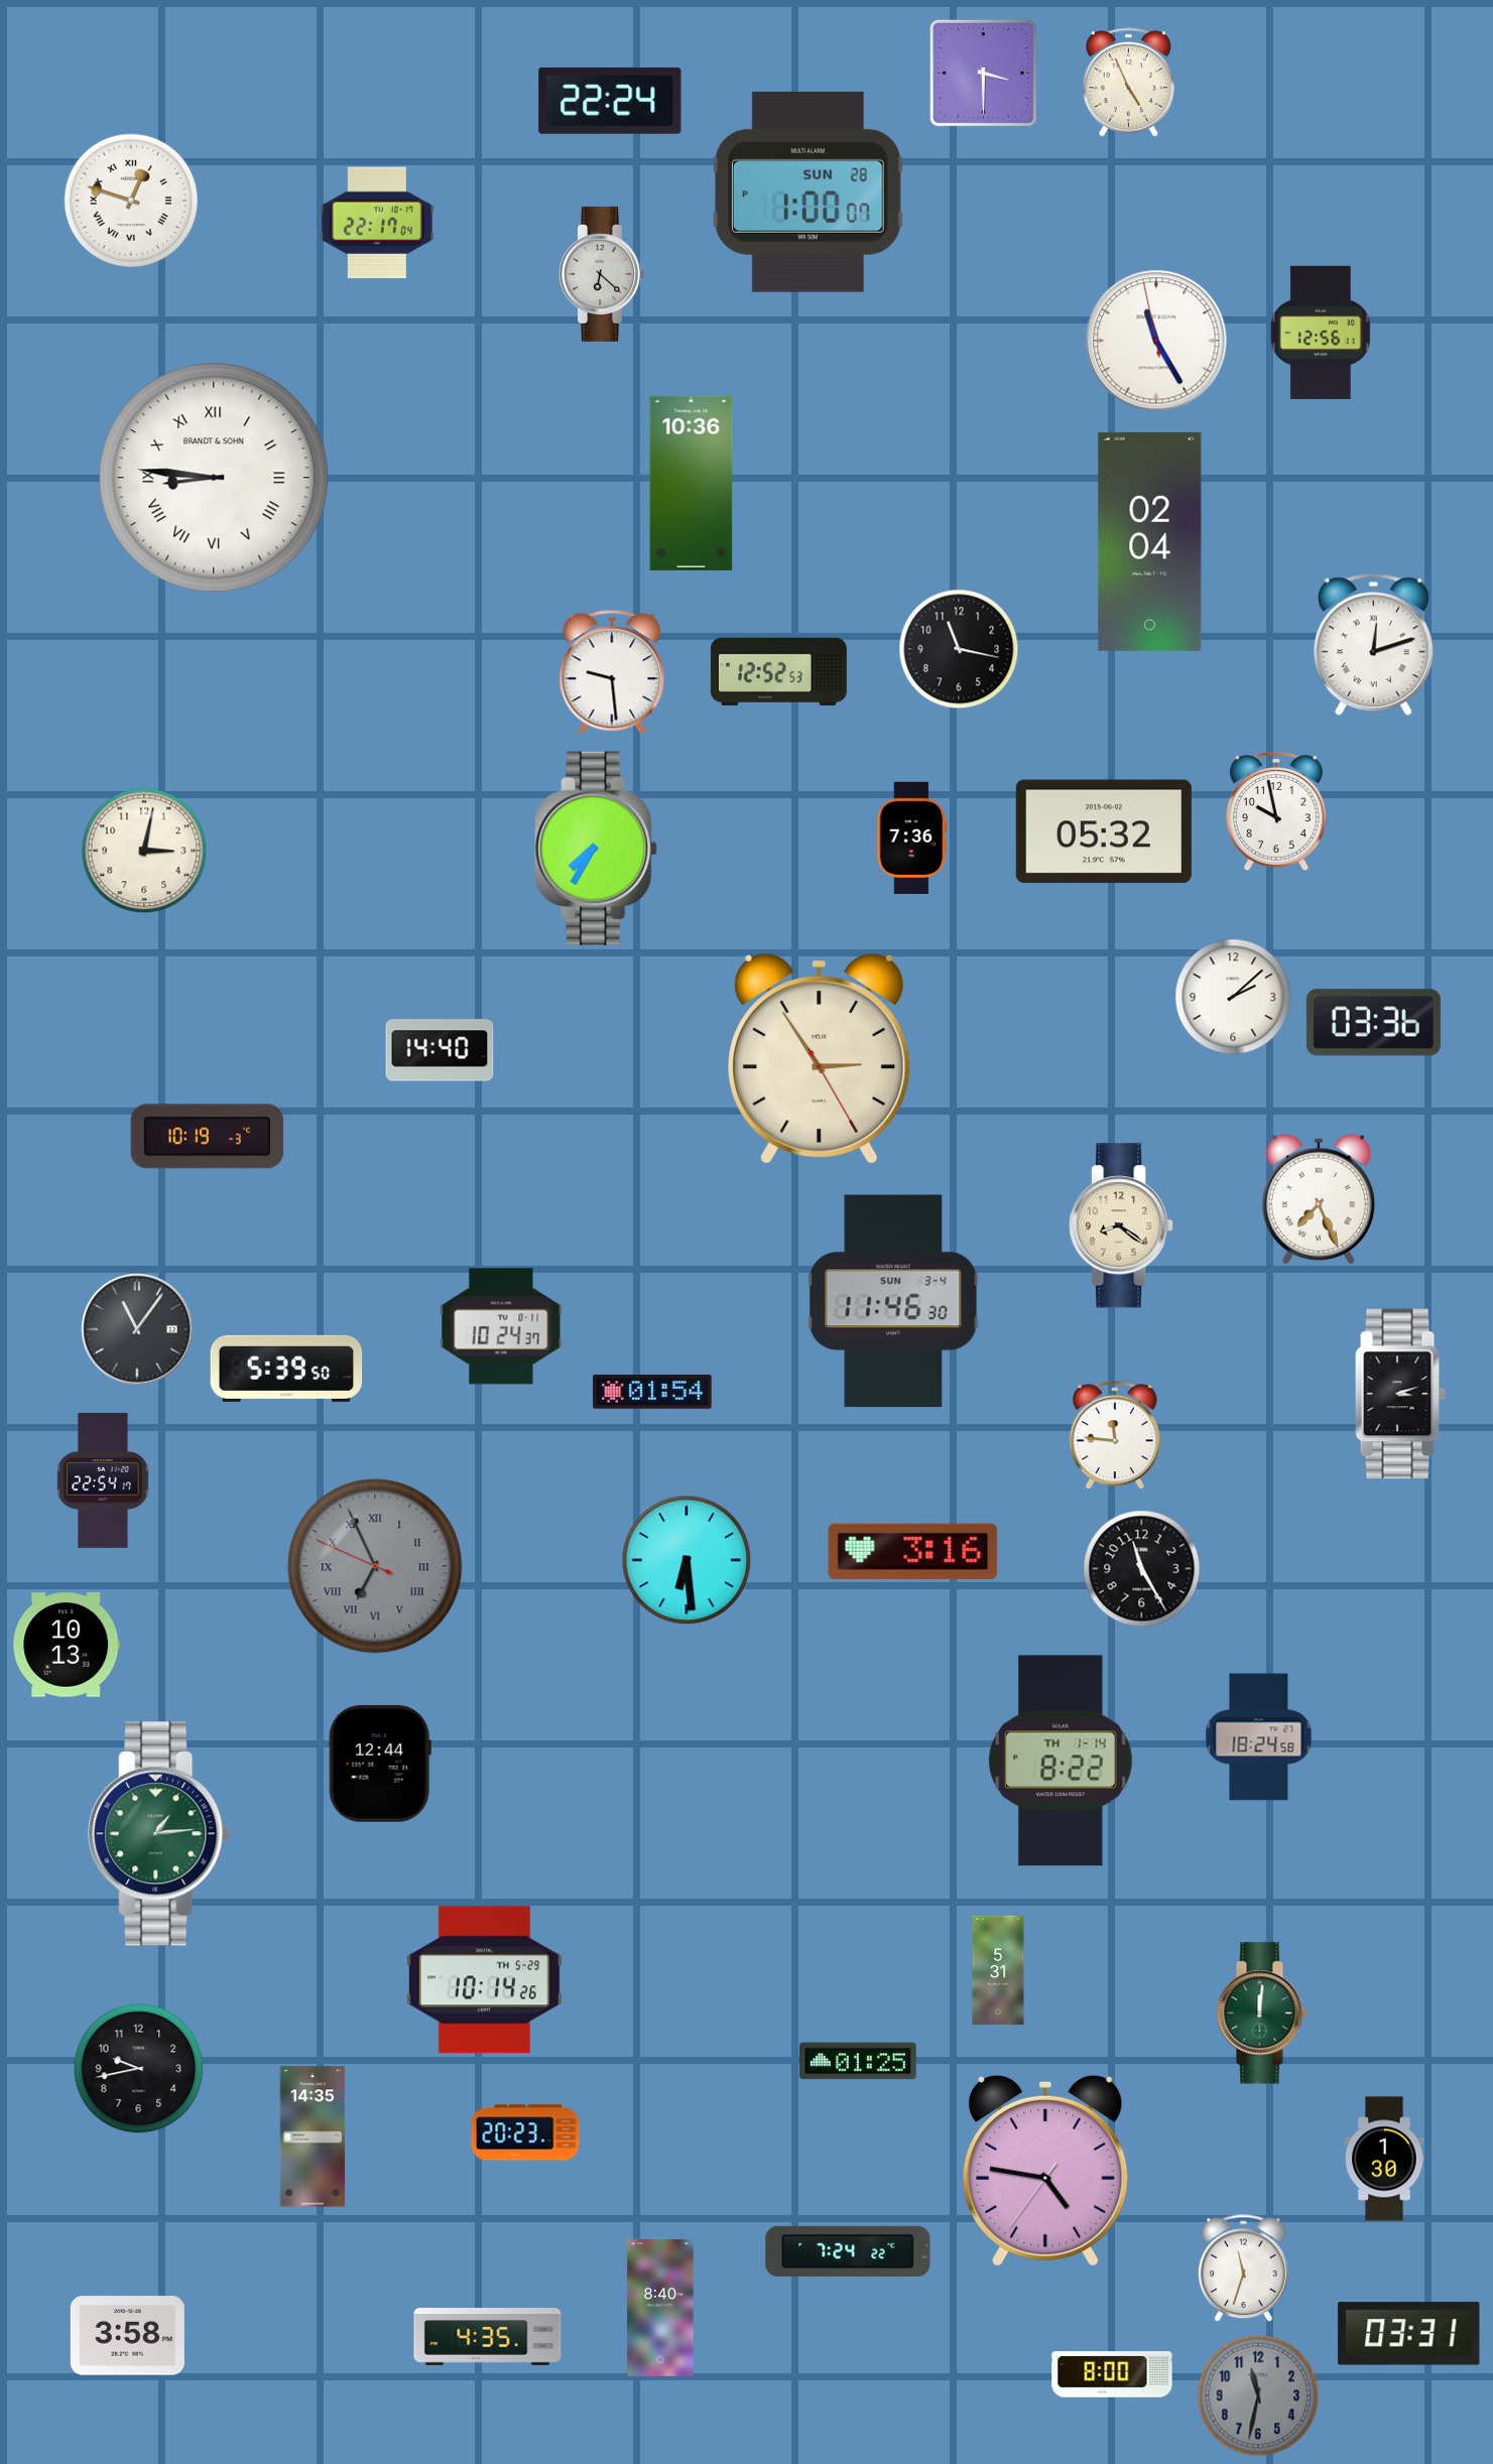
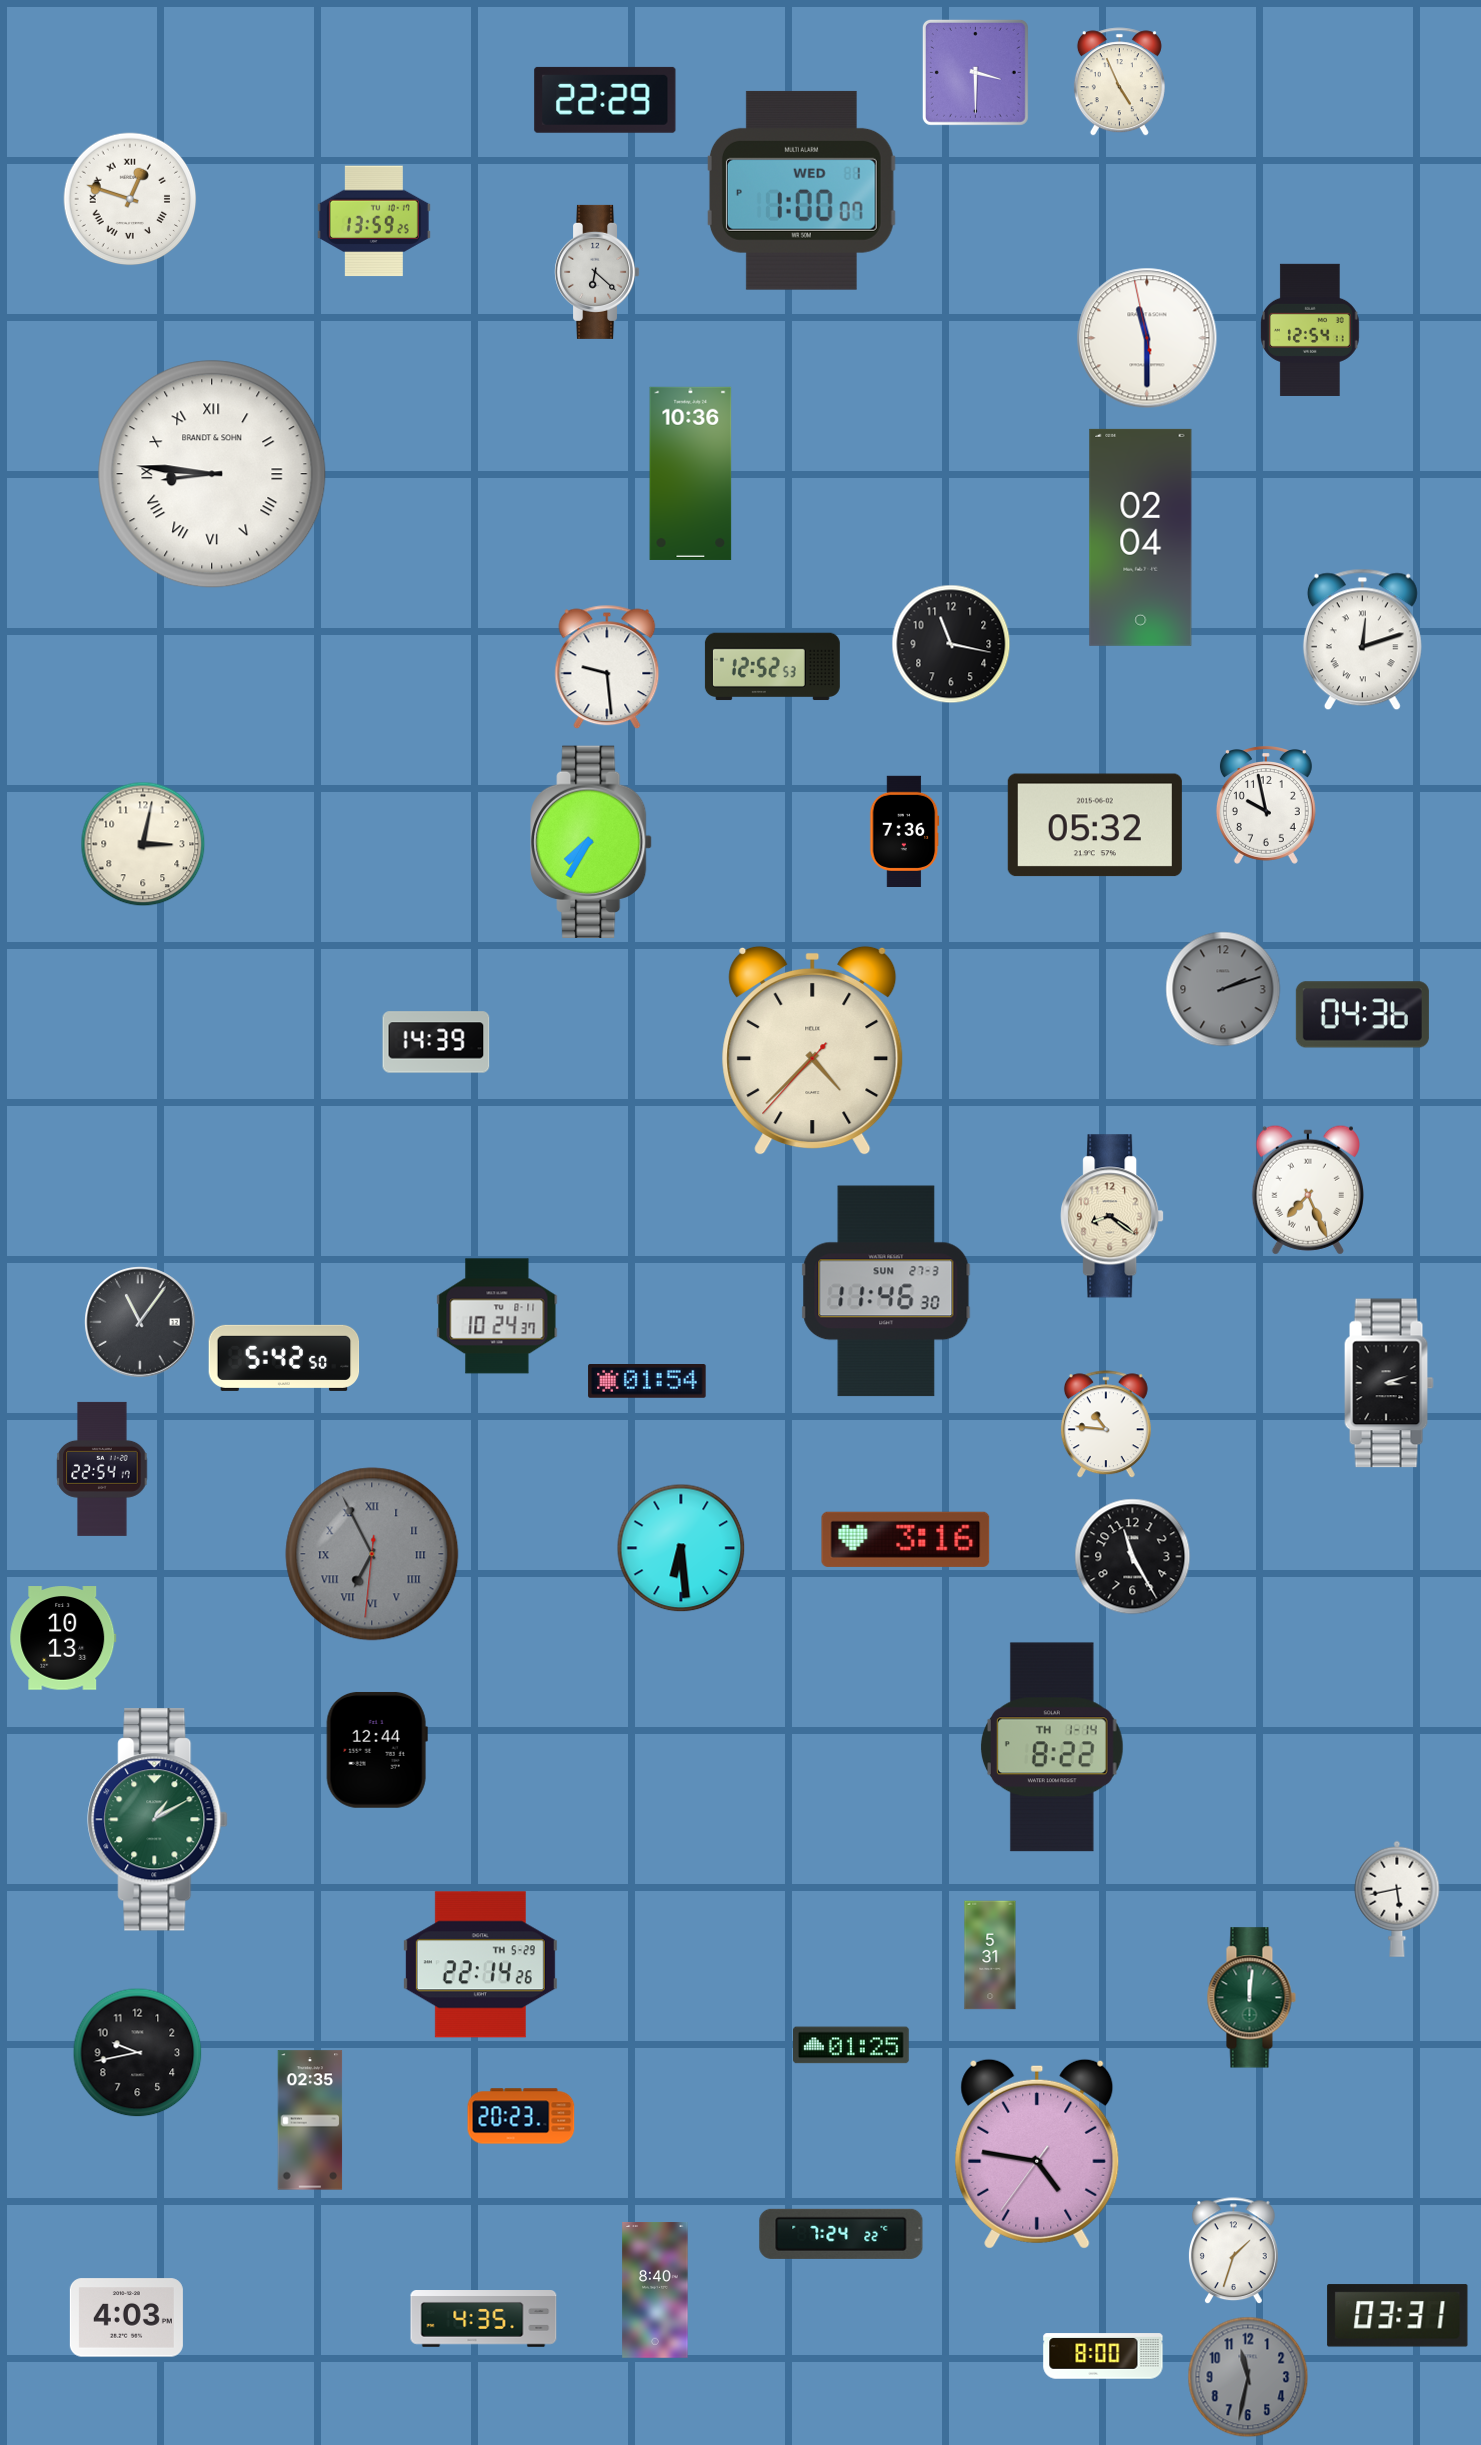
clock at (610, 101): 22:24 -> 22:29
clock at (807, 191) date: SUN 28 -> WED 1
clock at (377, 223): 22:17 -> 13:59
clock at (1322, 333): 12:56 -> 12:54
clock at (1156, 341): 11:24 -> 11:29
clock at (692, 483) position: (692, 483) -> (691, 473)
clock at (1233, 997): 2:08 -> 2:12
clock at (1233, 997) dial: white -> grey
clock at (1373, 1023): 03:36 -> 04:36
clock at (440, 1050): 14:40 -> 14:39
clock at (820, 1059): 2:54 -> 4:37
clock at (207, 1137): 10:19 -> none
clock at (893, 1301) date: SUN 3-4 -> SUN 27-3
clock at (137, 1329) position: (137, 1329) -> (140, 1322)
clock at (286, 1369): 5:39 -> 5:42
clock at (1115, 1436): 11:46 -> 10:46
clock at (375, 1566): 6:55:49 -> 6:55:31
clock at (67, 1645) position: (67, 1645) -> (63, 1638)
clock at (1259, 1737): 18:24 -> none
clock at (159, 1834): 1:14 -> 1:10
clock at (1397, 1899): none -> 5:43
clock at (484, 1980): 10:14 -> 22:14
clock at (313, 2136): 14:35 -> 02:35
clock at (1384, 2159): 1:30 -> none
clock at (1244, 2268): 11:33 -> 1:33
clock at (127, 2336): 3:58 -> 4:03
